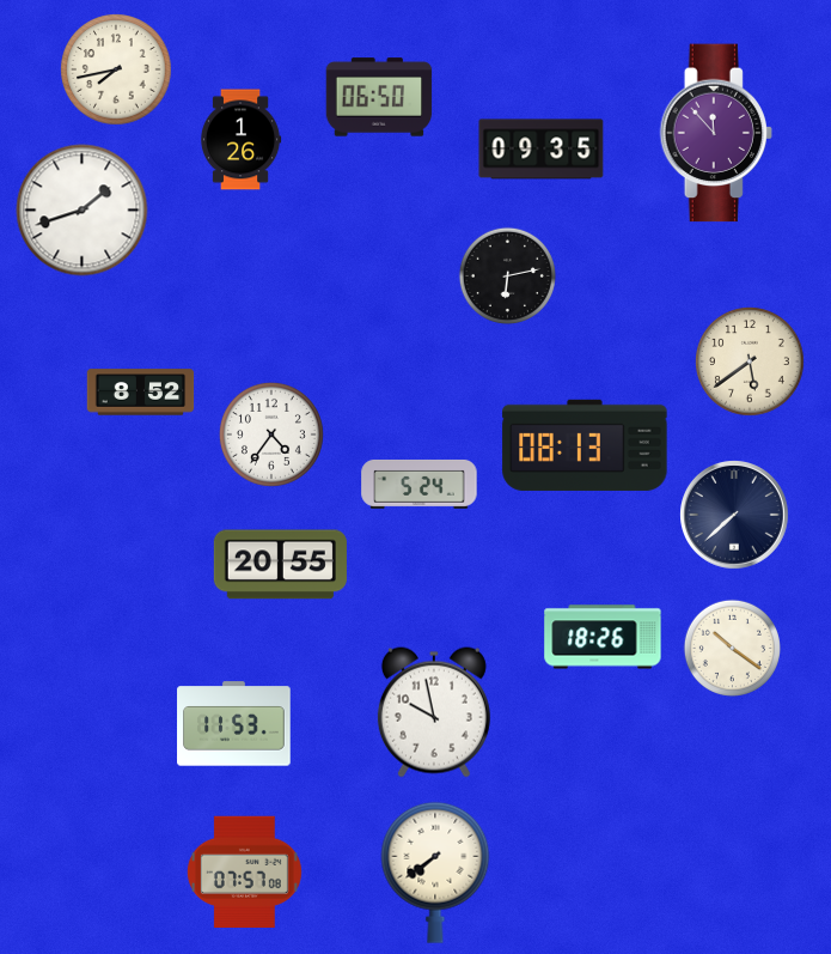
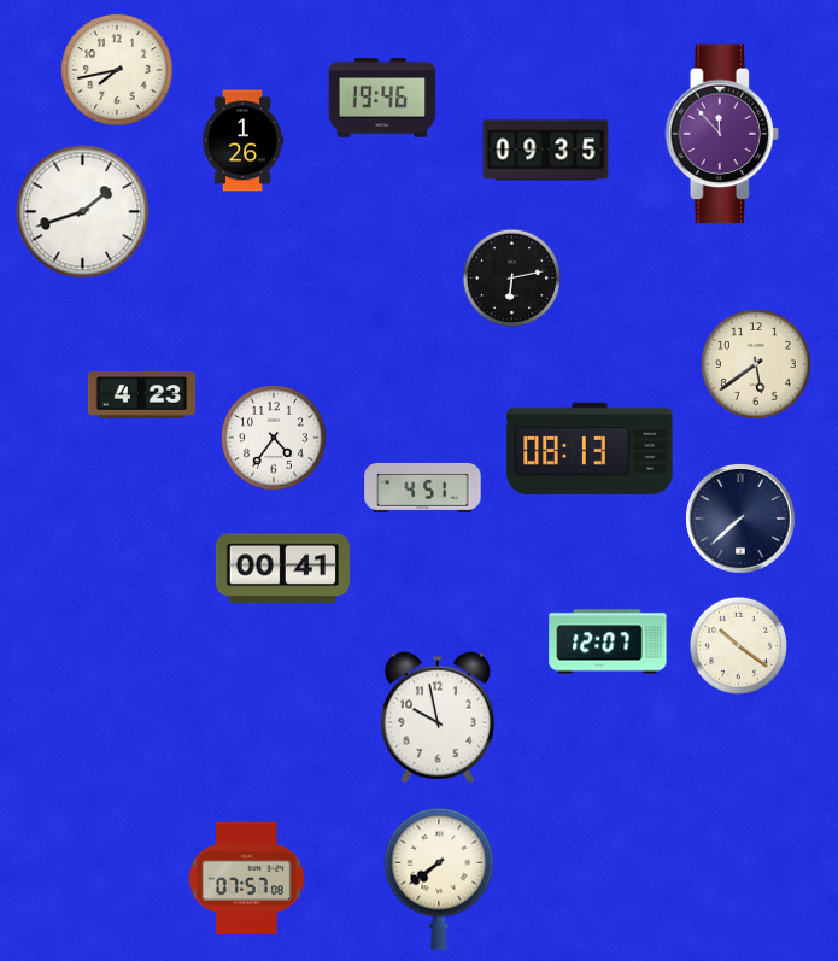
clock at (379, 97): 06:50 -> 19:46
clock at (141, 393): 8:52 -> 4:23
clock at (420, 484): 5:24 -> 4:51
clock at (280, 565): 20:55 -> 00:41
clock at (603, 637): 18:26 -> 12:07
clock at (732, 648) position: (732, 648) -> (738, 645)
clock at (234, 724): 11:53 -> none
